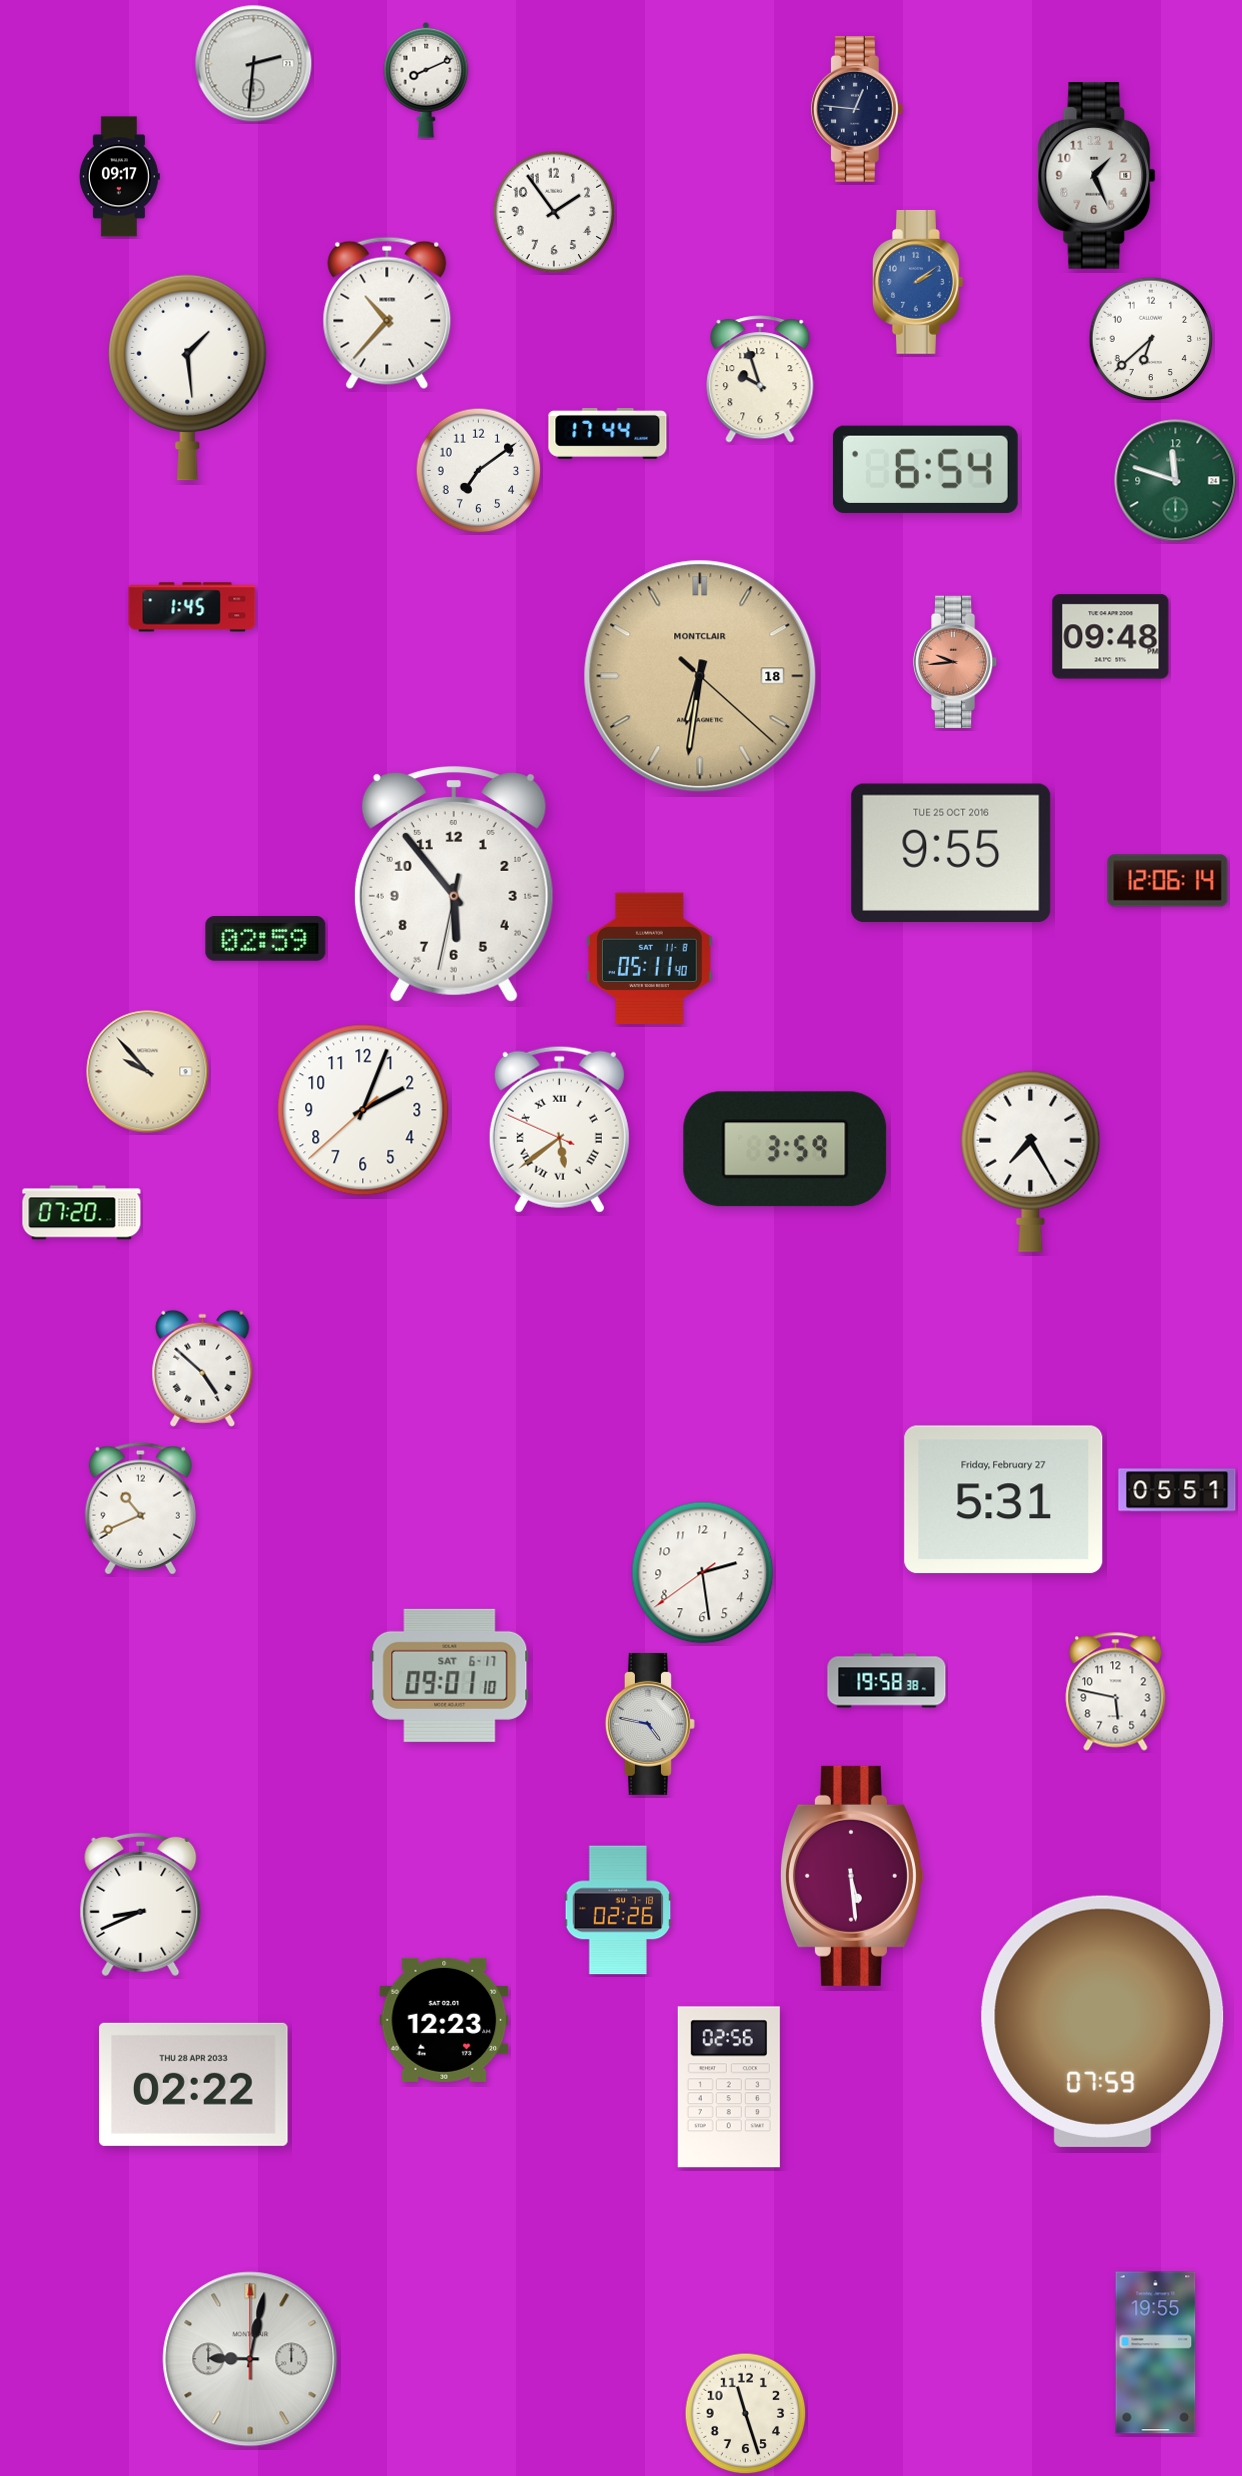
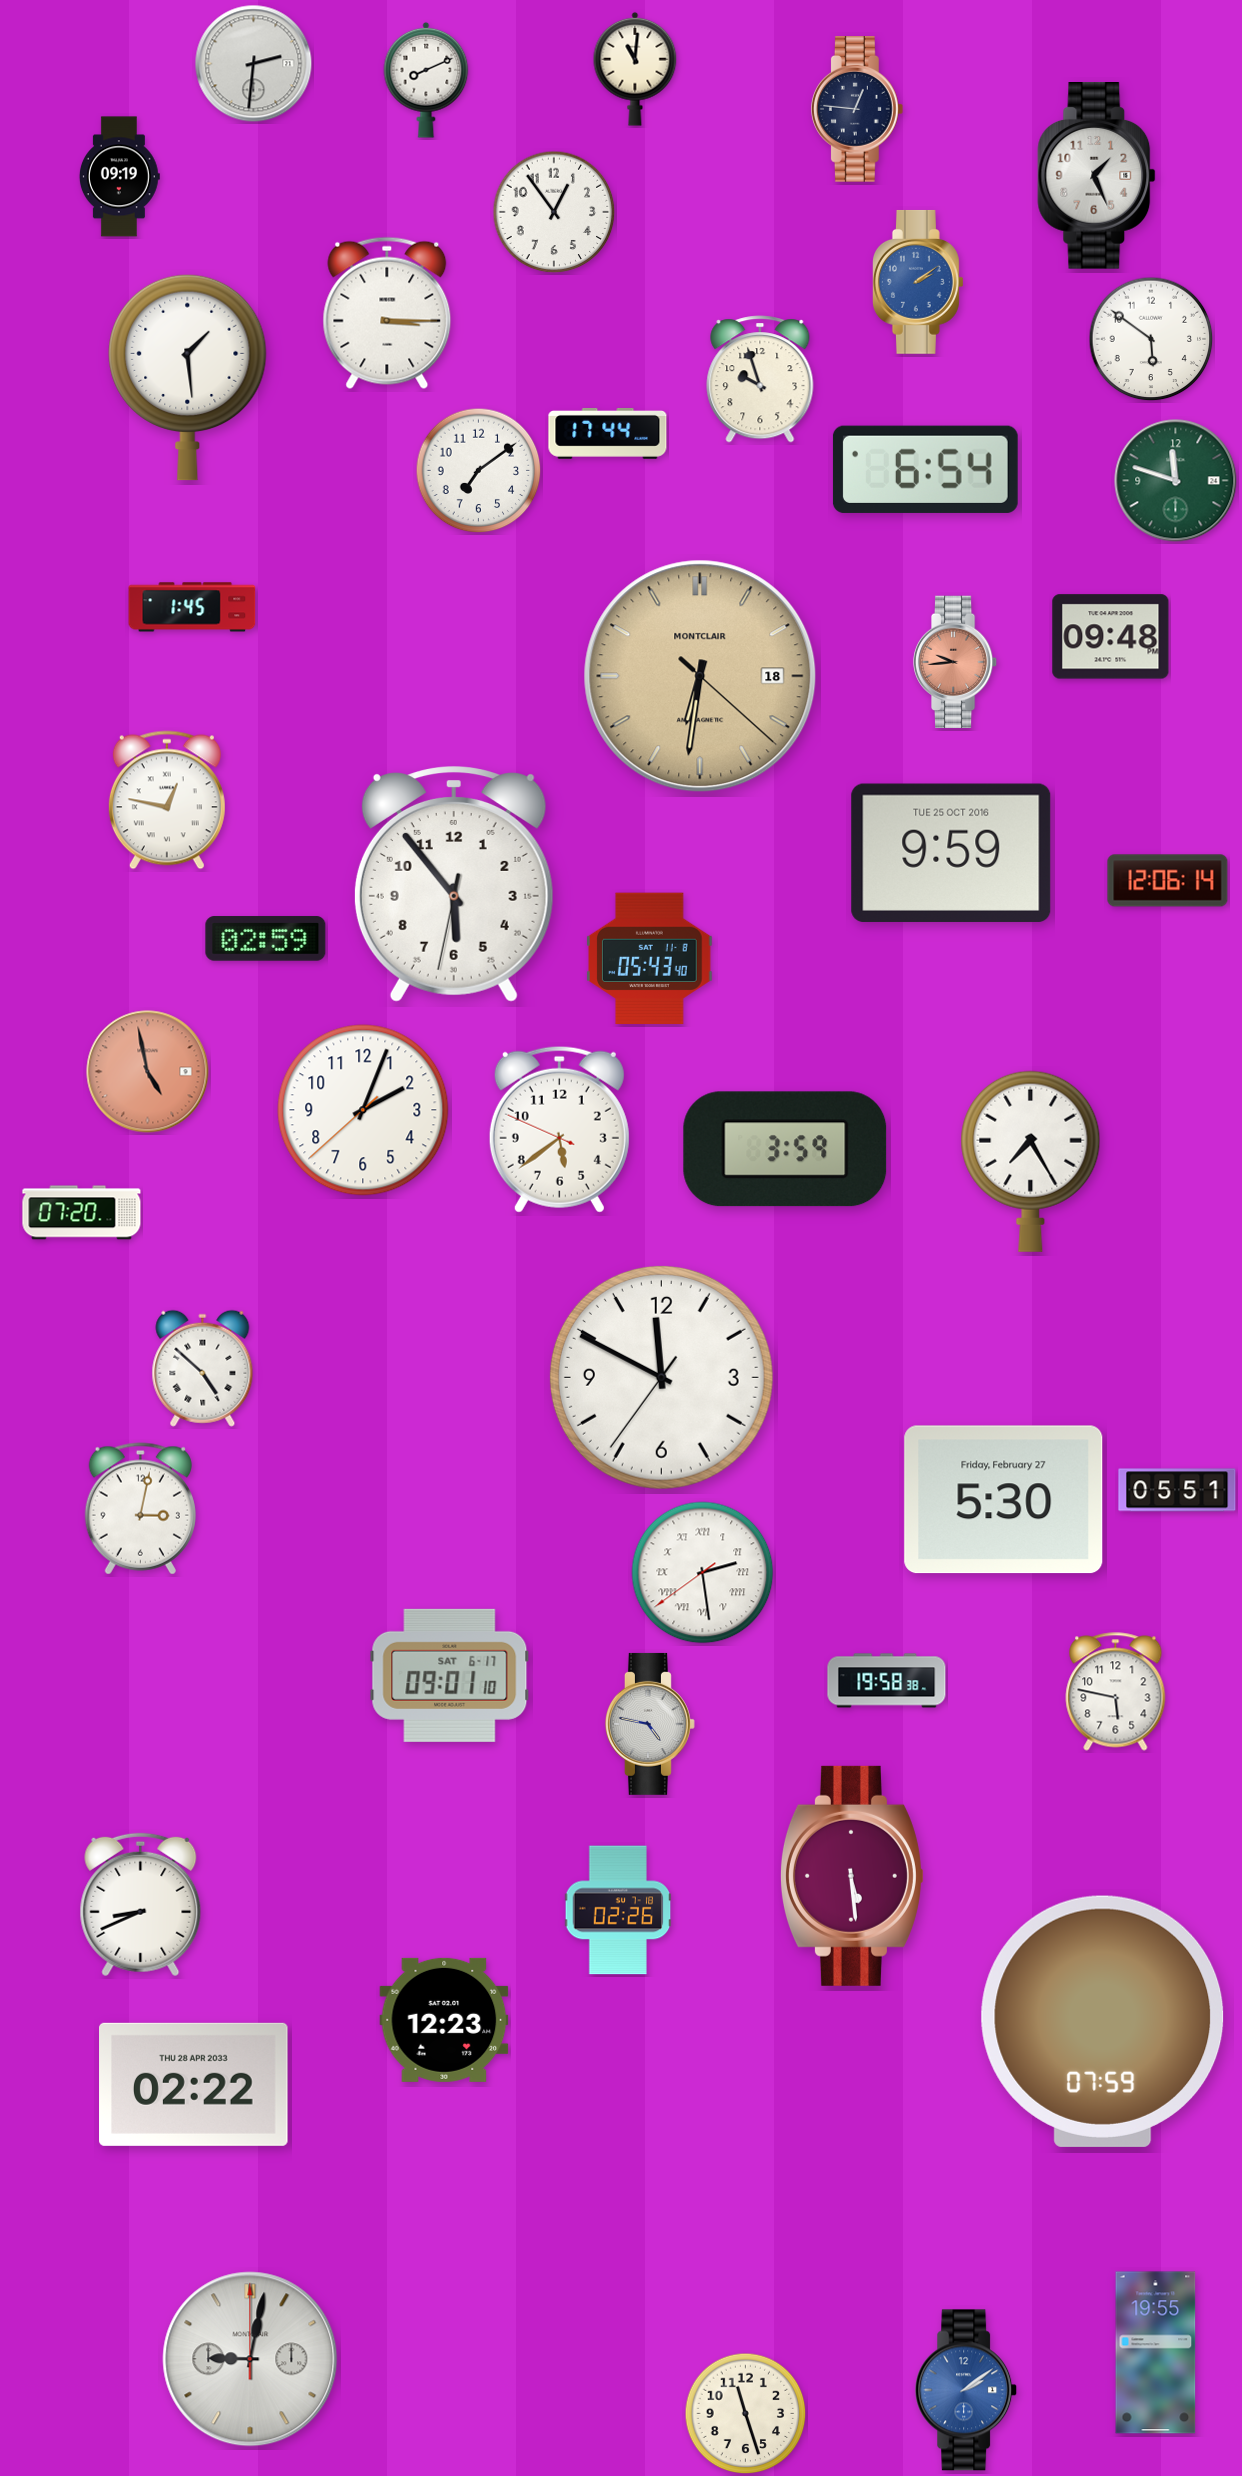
clock at (635, 69): none -> 11:01
clock at (119, 177): 09:17 -> 09:19
clock at (554, 212): 1:54 -> 12:54
clock at (387, 313): 10:37 -> 3:15
clock at (1151, 339): 6:38 -> 5:51
clock at (167, 800): none -> 12:47
clock at (951, 853): 9:55 -> 9:59
clock at (650, 959): 05:11 -> 05:43
clock at (148, 1072): 9:53 -> 4:58
clock at (148, 1072) dial: cream -> salmon
clock at (559, 1129) numerals: Roman -> Arabic
clock at (661, 1377): none -> 11:49
clock at (1004, 1500): 5:31 -> 5:30
clock at (140, 1509): 10:41 -> 3:02
clock at (703, 1573) numerals: Arabic -> Roman
clock at (729, 2087): 02:56 -> none
clock at (967, 2390): none -> 2:09
